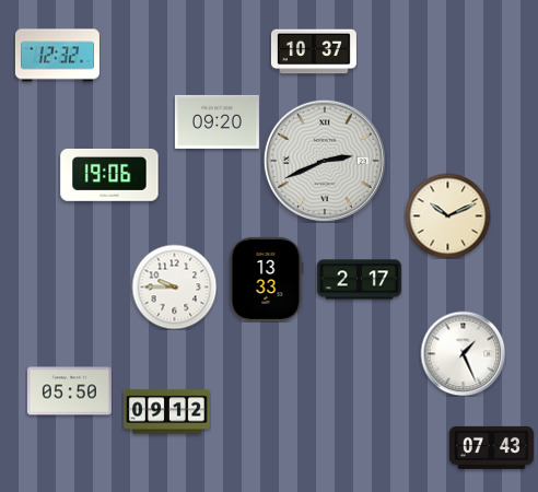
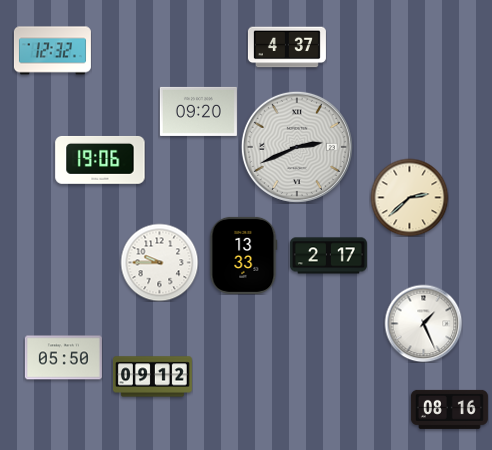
clock at (314, 51): 10:37 -> 4:37
clock at (447, 215): 10:11 -> 2:38
clock at (491, 447): 07:43 -> 08:16
